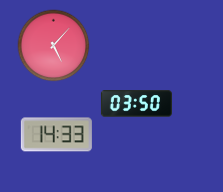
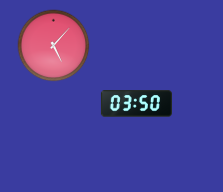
clock at (56, 135): 14:33 -> none
